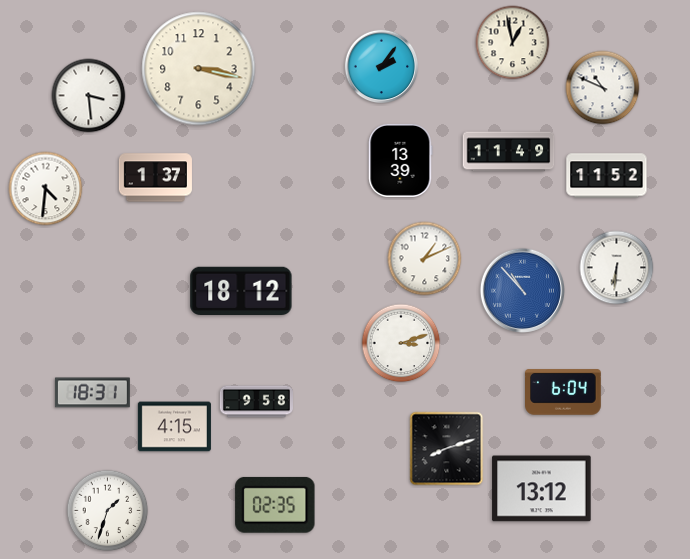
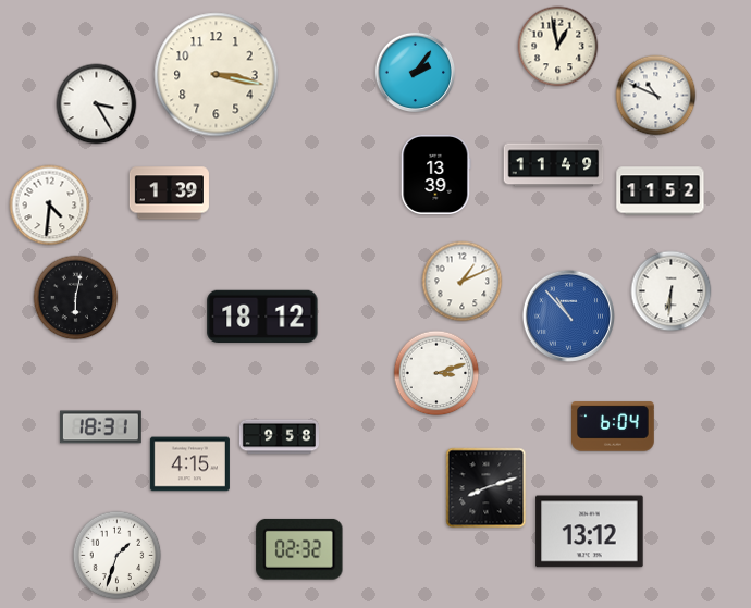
clock at (89, 96): 3:29 -> 3:25
clock at (155, 178): 1:37 -> 1:39
clock at (76, 298): none -> 6:02
clock at (275, 505): 02:35 -> 02:32
